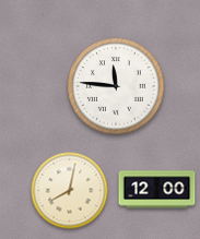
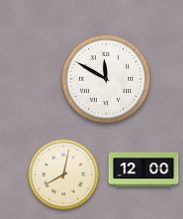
clock at (116, 86): 11:46 -> 11:50
clock at (157, 190) position: (157, 190) -> (144, 170)
